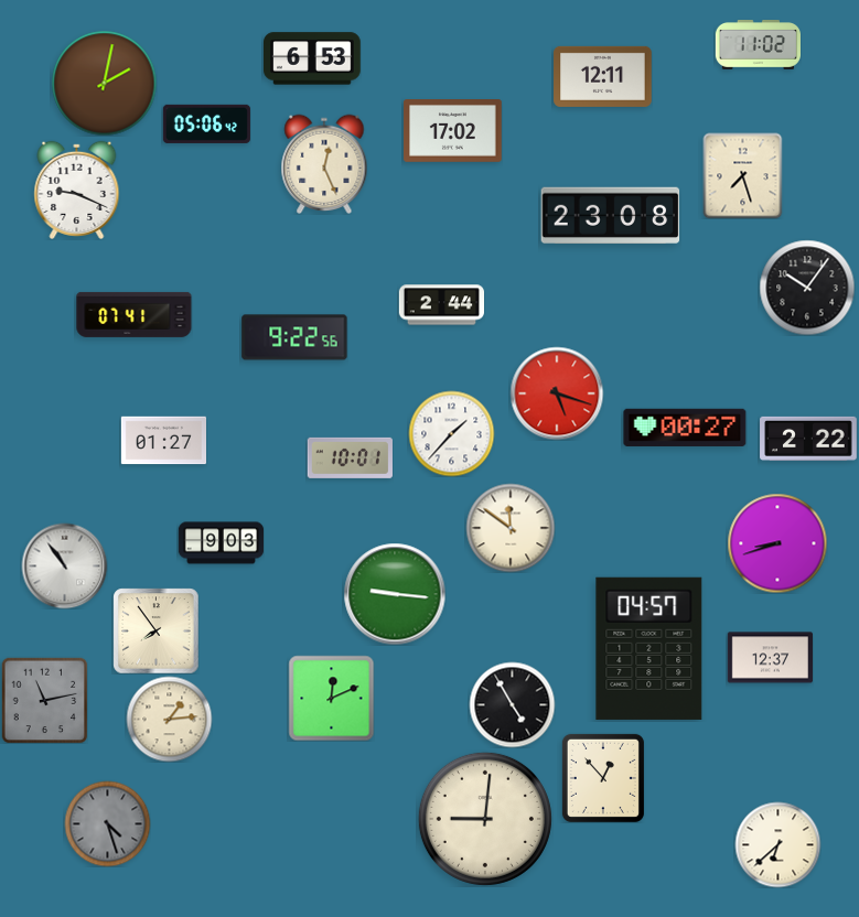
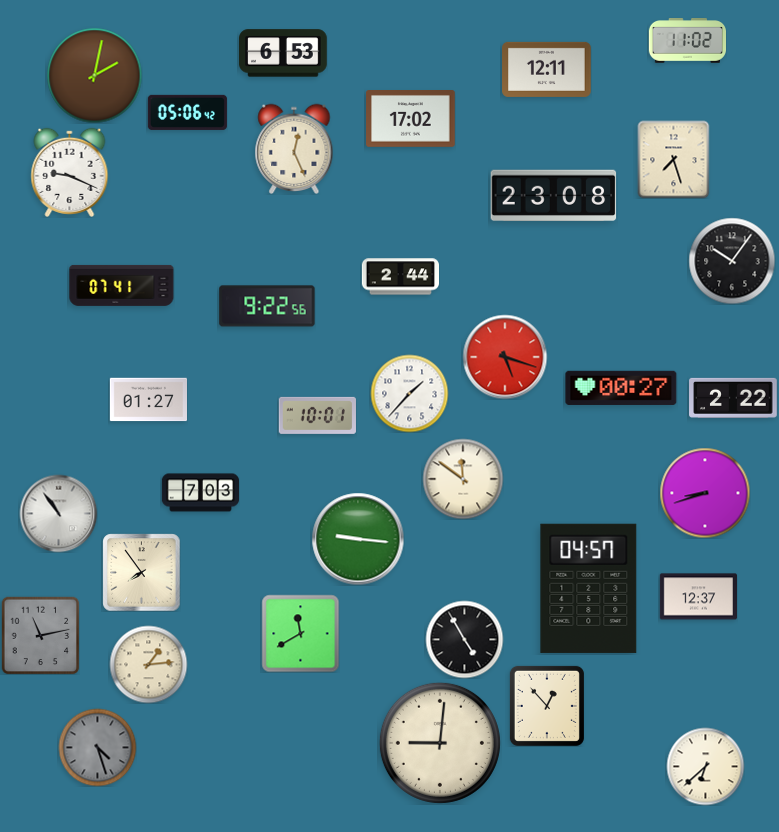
clock at (221, 543): 9:03 -> 7:03
clock at (331, 698): 12:11 -> 11:40
clock at (169, 719) position: (169, 719) -> (148, 664)
